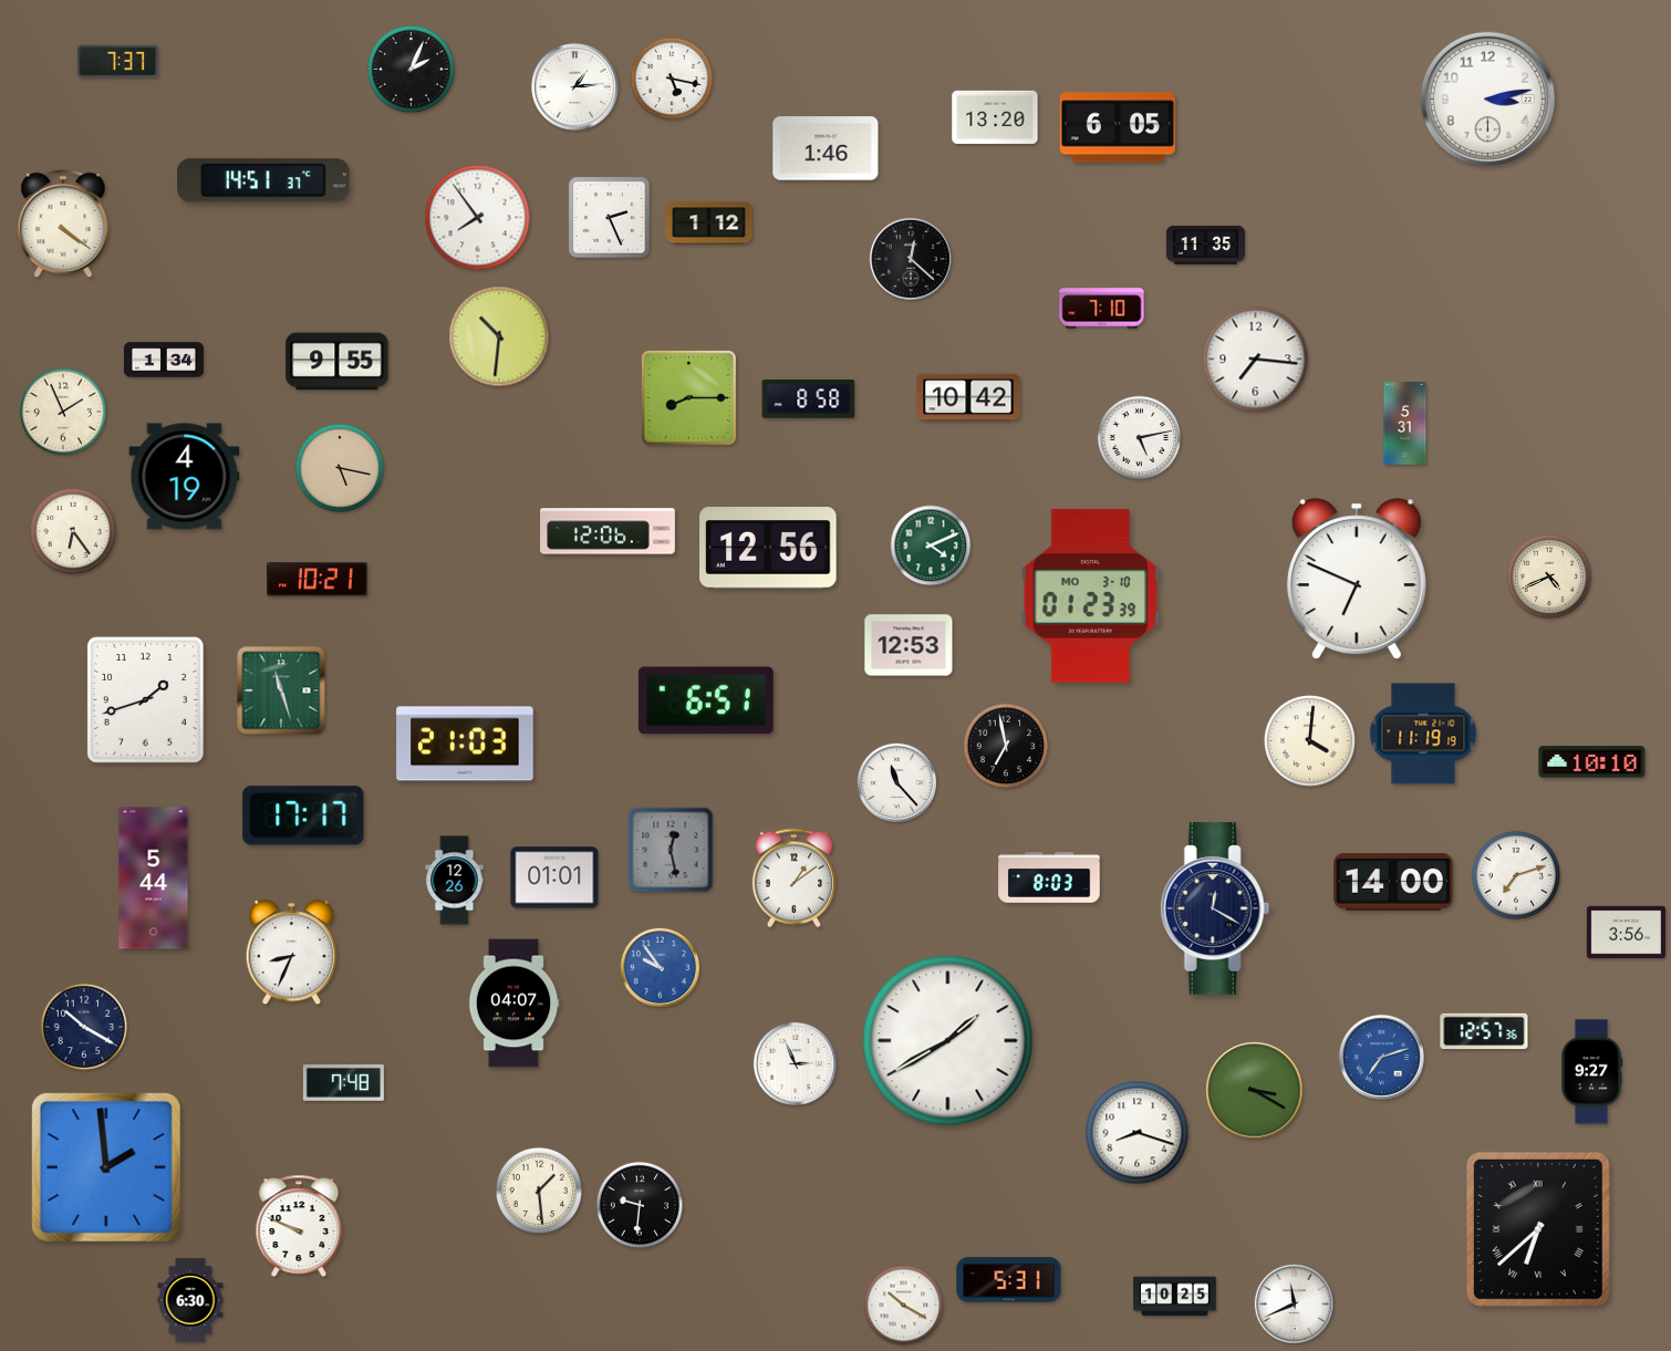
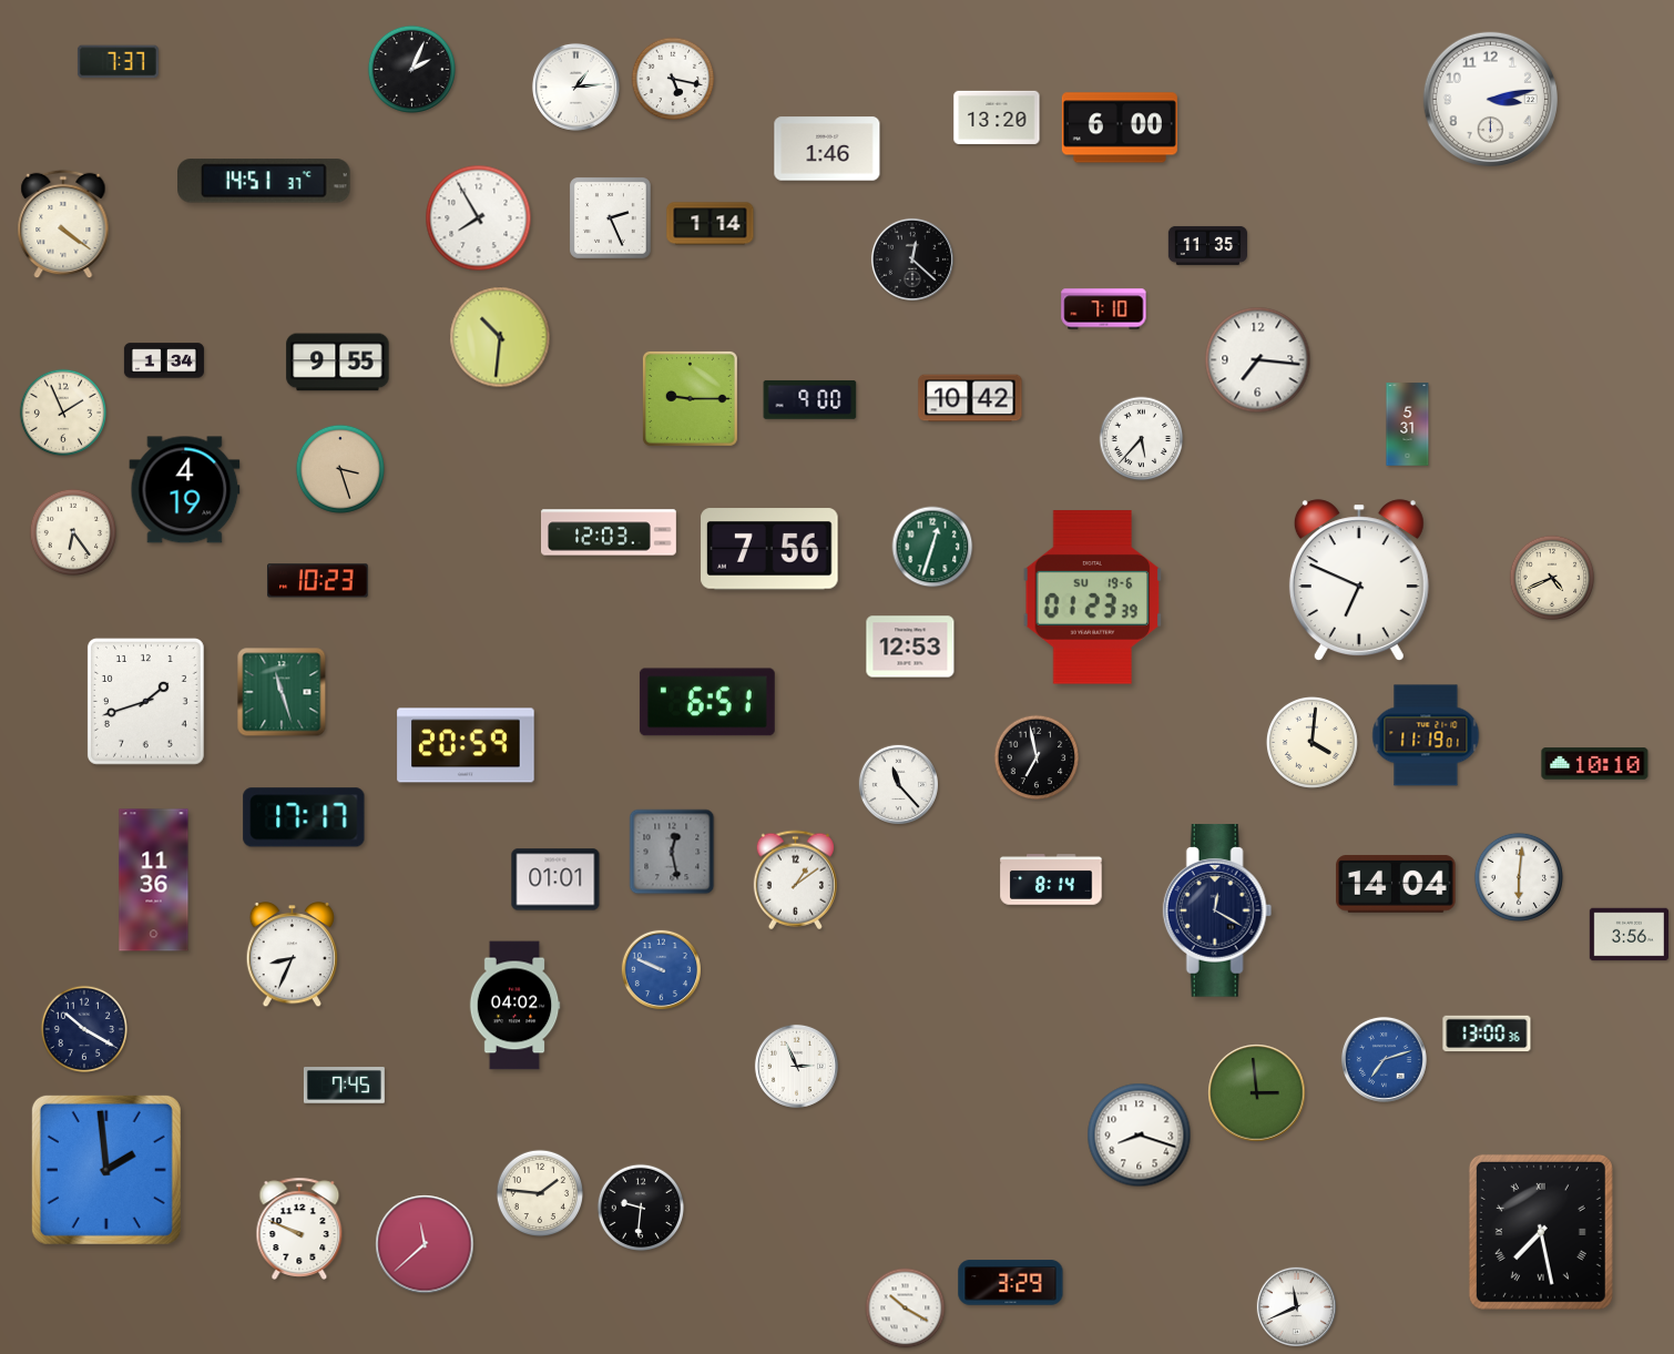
clock at (1118, 127): 6:05 -> 6:00
clock at (478, 218): 7:54 -> 7:55
clock at (709, 224): 1:12 -> 1:14
clock at (688, 397): 8:15 -> 9:15
clock at (809, 398): 8:58 -> 9:00
clock at (1140, 438): 5:13 -> 5:37
clock at (340, 468): 5:17 -> 3:27
clock at (185, 477) position: (185, 477) -> (185, 490)
clock at (609, 531): 12:06 -> 12:03
clock at (931, 545): 4:11 -> 12:33
clock at (768, 548): 12:56 -> 7:56
clock at (318, 580): 10:21 -> 10:23
clock at (1091, 596) date: MO 3-10 -> SU 19-6
clock at (1423, 734): 11:19:19 -> 11:19:01
clock at (465, 744): 21:03 -> 20:59
clock at (1006, 746) position: (1006, 746) -> (1037, 757)
clock at (1516, 875): 7:12 -> 6:01
clock at (1049, 877): 8:03 -> 8:14
clock at (154, 879): 5:44 -> 11:36
clock at (455, 881): 12:26 -> none
clock at (1393, 882): 14:00 -> 14:04
clock at (660, 967): 9:54 -> 9:49
clock at (513, 1004): 04:07 -> 04:02
clock at (1484, 1031): 12:57 -> 13:00
clock at (948, 1041): 1:40 -> none
clock at (1591, 1072): 9:27 -> none
clock at (343, 1083): 7:48 -> 7:45
clock at (1255, 1091): 3:20 -> 2:59
clock at (538, 1189): 1:29 -> 1:46
clock at (1538, 1229): 6:38 -> 7:28
clock at (425, 1244): none -> 11:38
clock at (1009, 1280): 5:31 -> 3:29
clock at (1175, 1297): 10:25 -> none
clock at (190, 1300): 6:30 -> none
